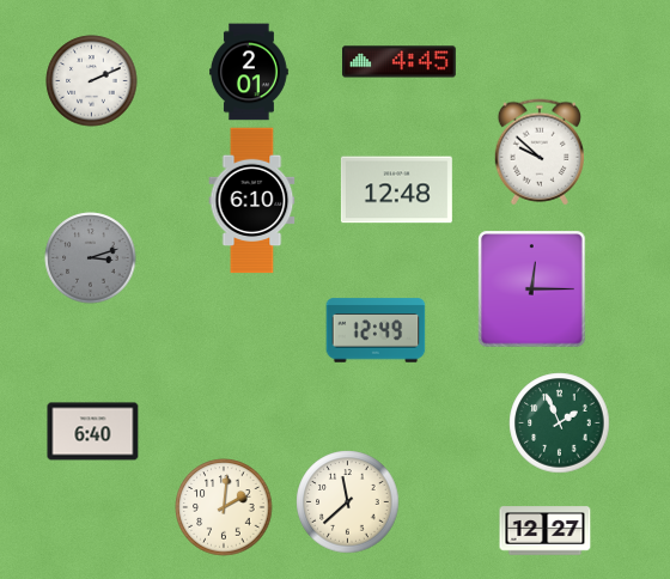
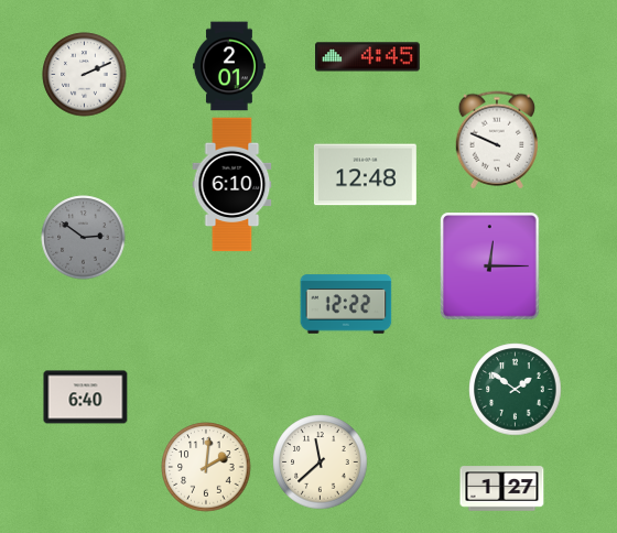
clock at (538, 152): 9:52 -> 9:49
clock at (91, 258): 3:12 -> 2:51
clock at (376, 330): 12:49 -> 12:22
clock at (560, 423): 1:56 -> 1:51
clock at (546, 531): 12:27 -> 1:27
